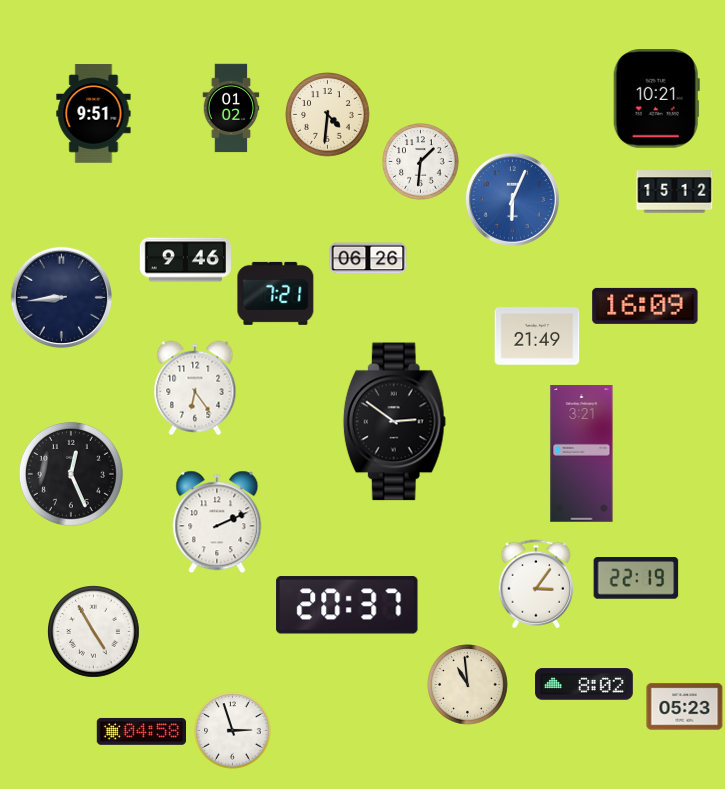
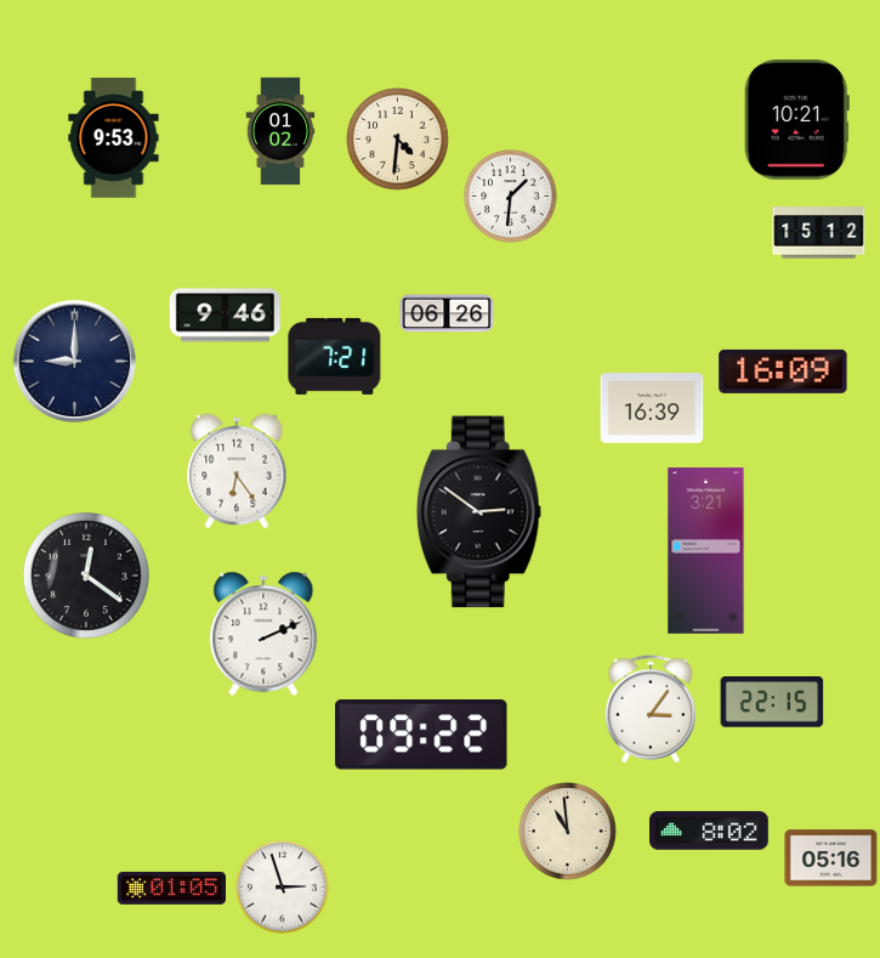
clock at (94, 114): 9:51 -> 9:53
clock at (512, 199): 6:04 -> none
clock at (61, 297): 8:44 -> 9:00
clock at (537, 336): 21:49 -> 16:39
clock at (71, 474): 12:26 -> 12:21
clock at (636, 578): 22:19 -> 22:15
clock at (347, 605): 20:37 -> 09:22
clock at (94, 632): 4:55 -> none
clock at (685, 707): 05:23 -> 05:16
clock at (142, 732): 04:58 -> 01:05
